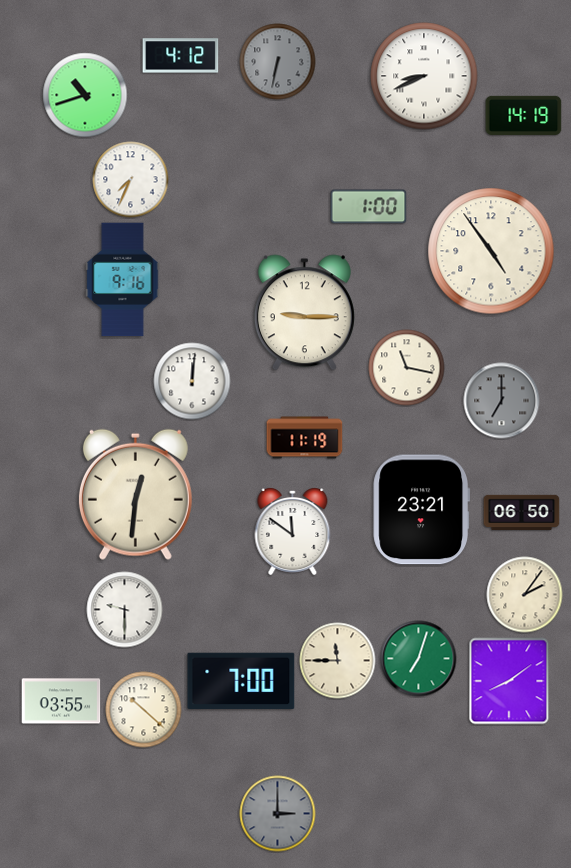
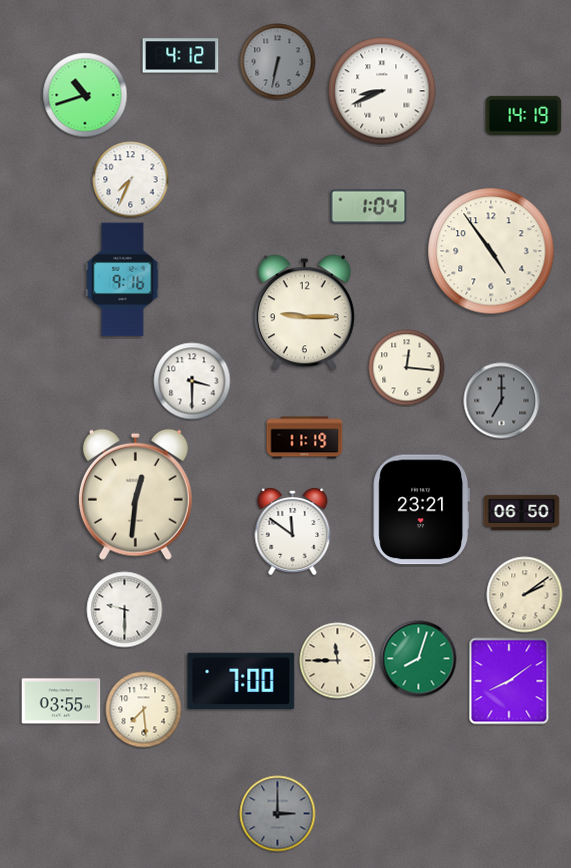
clock at (424, 76) position: (424, 76) -> (382, 91)
clock at (369, 207): 1:00 -> 1:04
clock at (407, 368): 11:17 -> 12:16
clock at (192, 381): 12:01 -> 3:30
clock at (525, 595): 2:06 -> 2:09
clock at (419, 659): 7:03 -> 8:03
clock at (144, 710): 10:22 -> 7:29
